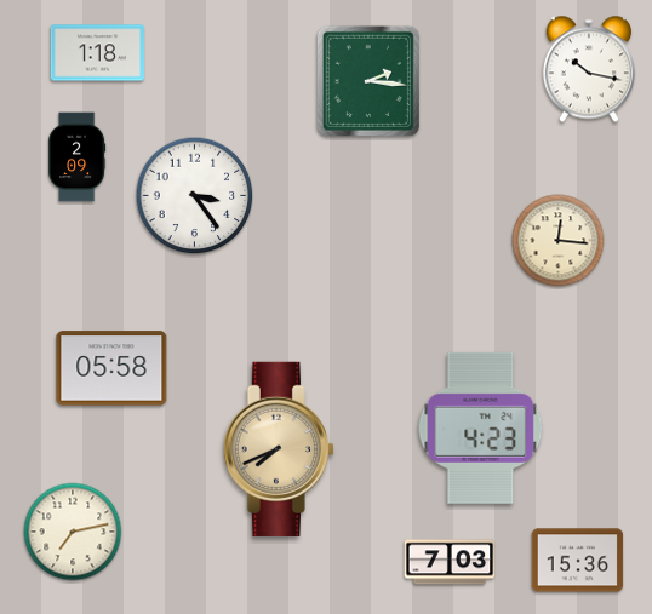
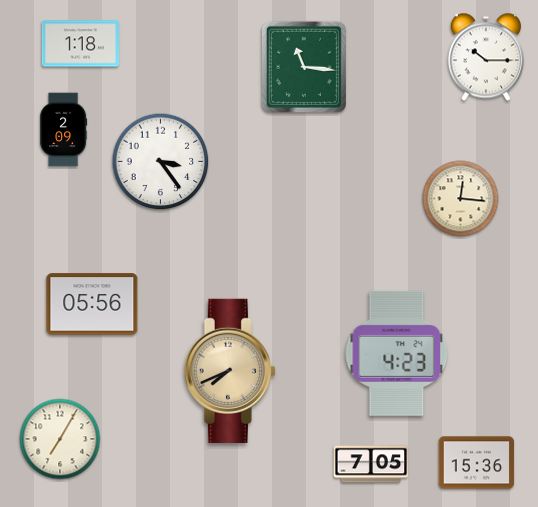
clock at (589, 69): 10:17 -> 10:15
clock at (368, 81): 2:16 -> 11:16
clock at (111, 368): 05:58 -> 05:56
clock at (73, 532): 7:13 -> 7:05
clock at (450, 562): 7:03 -> 7:05
